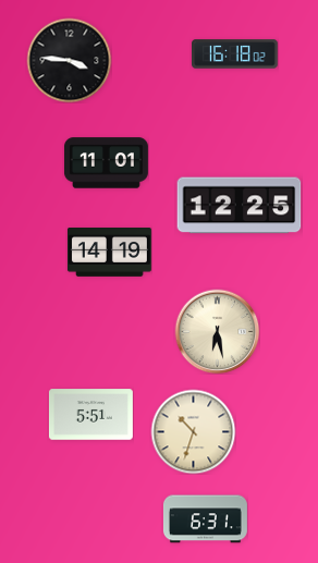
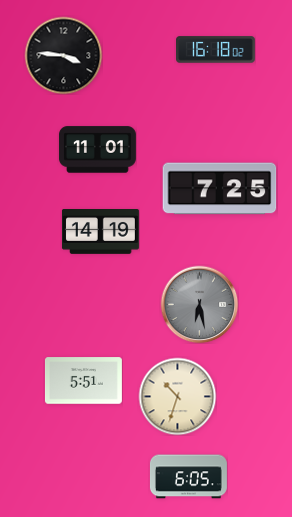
clock at (240, 206): 12:25 -> 7:25
clock at (217, 331) dial: cream -> grey
clock at (205, 519): 6:31 -> 6:05
